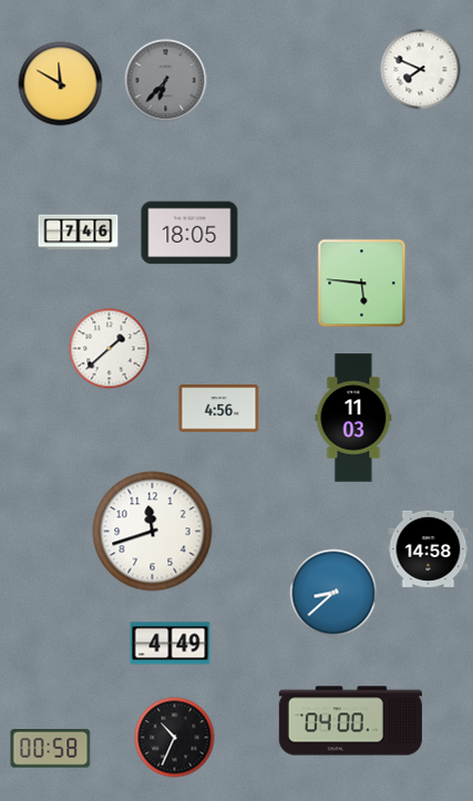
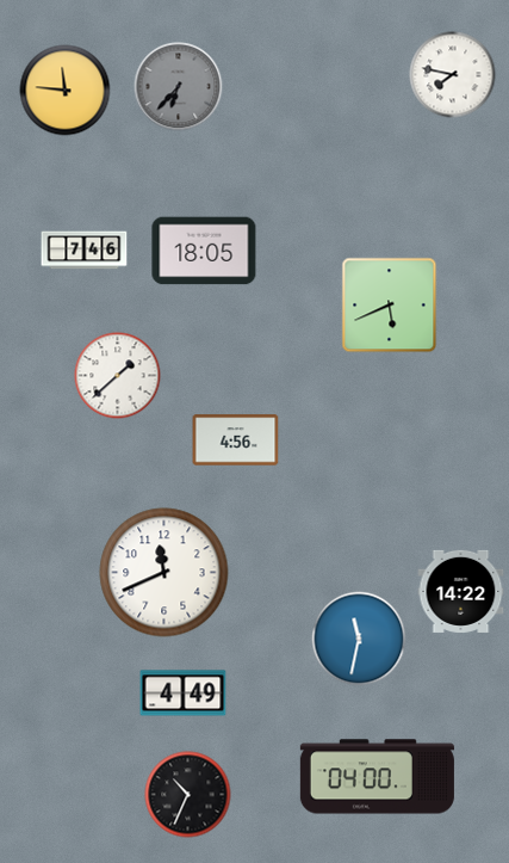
clock at (421, 70): 7:49 -> 7:47
clock at (61, 84): 11:50 -> 11:46
clock at (362, 284): 5:46 -> 5:41
clock at (353, 418): 11:03 -> none
clock at (153, 532): 11:42 -> 11:41
clock at (429, 548): 14:58 -> 14:22
clock at (333, 593): 8:38 -> 11:32
clock at (51, 749): 00:58 -> none
